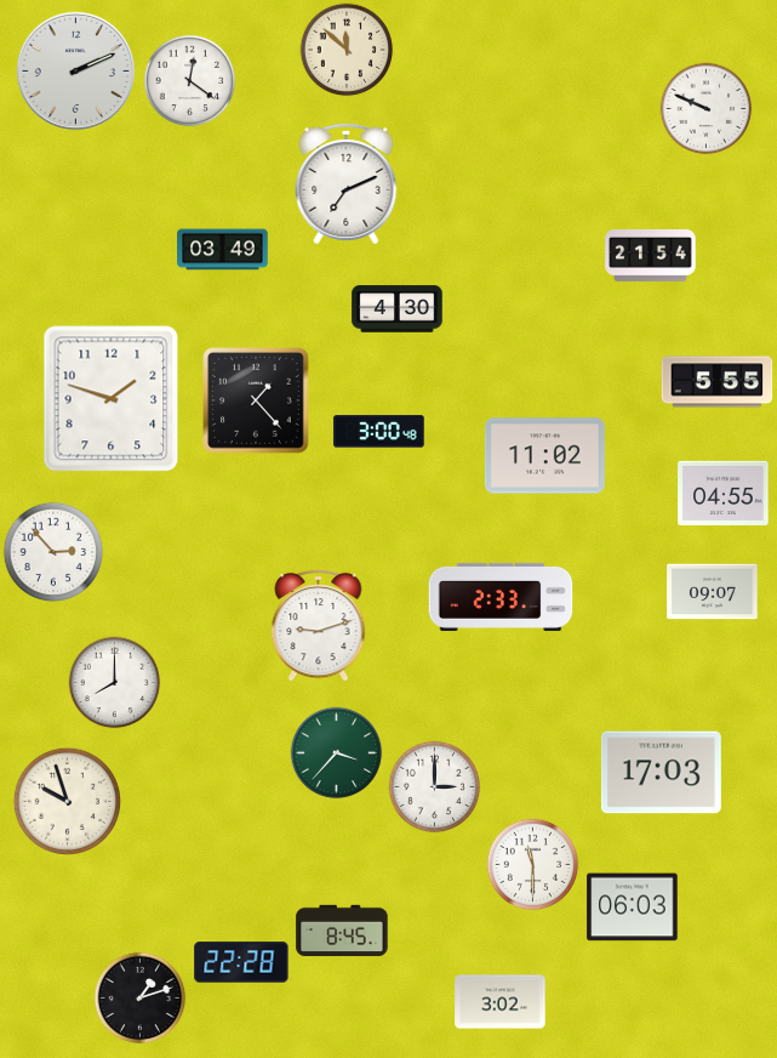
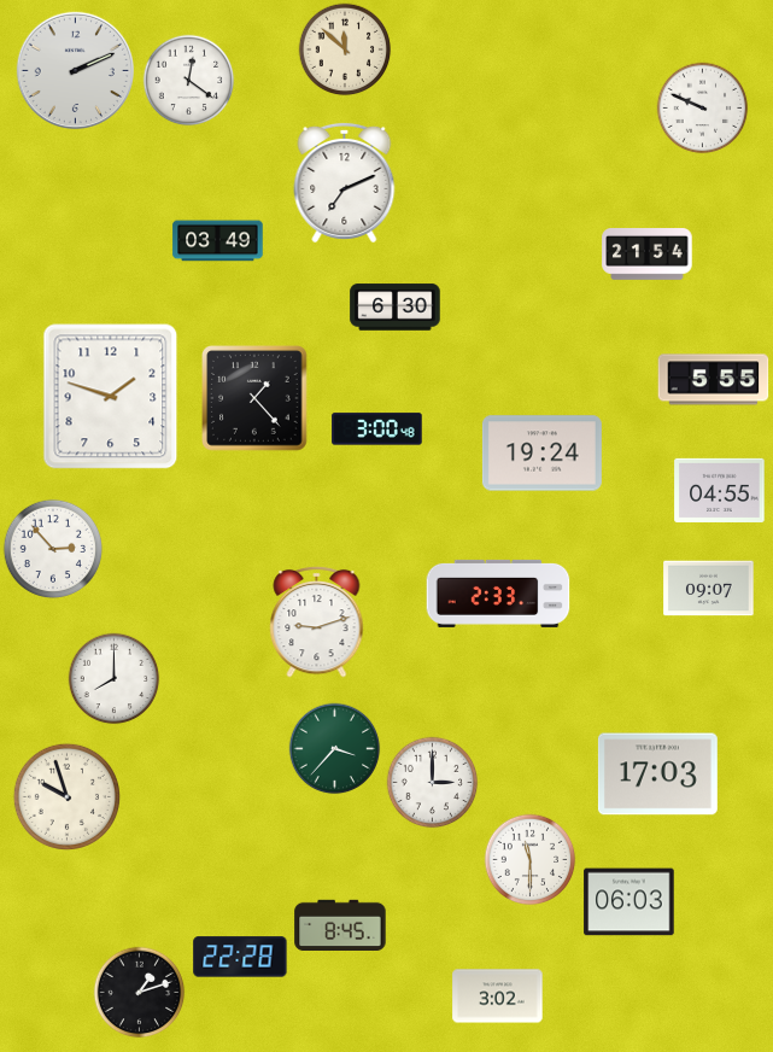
clock at (223, 250) position: (223, 250) -> (218, 241)
clock at (398, 309): 4:30 -> 6:30
clock at (544, 456): 11:02 -> 19:24
clock at (661, 773) position: (661, 773) -> (657, 775)
